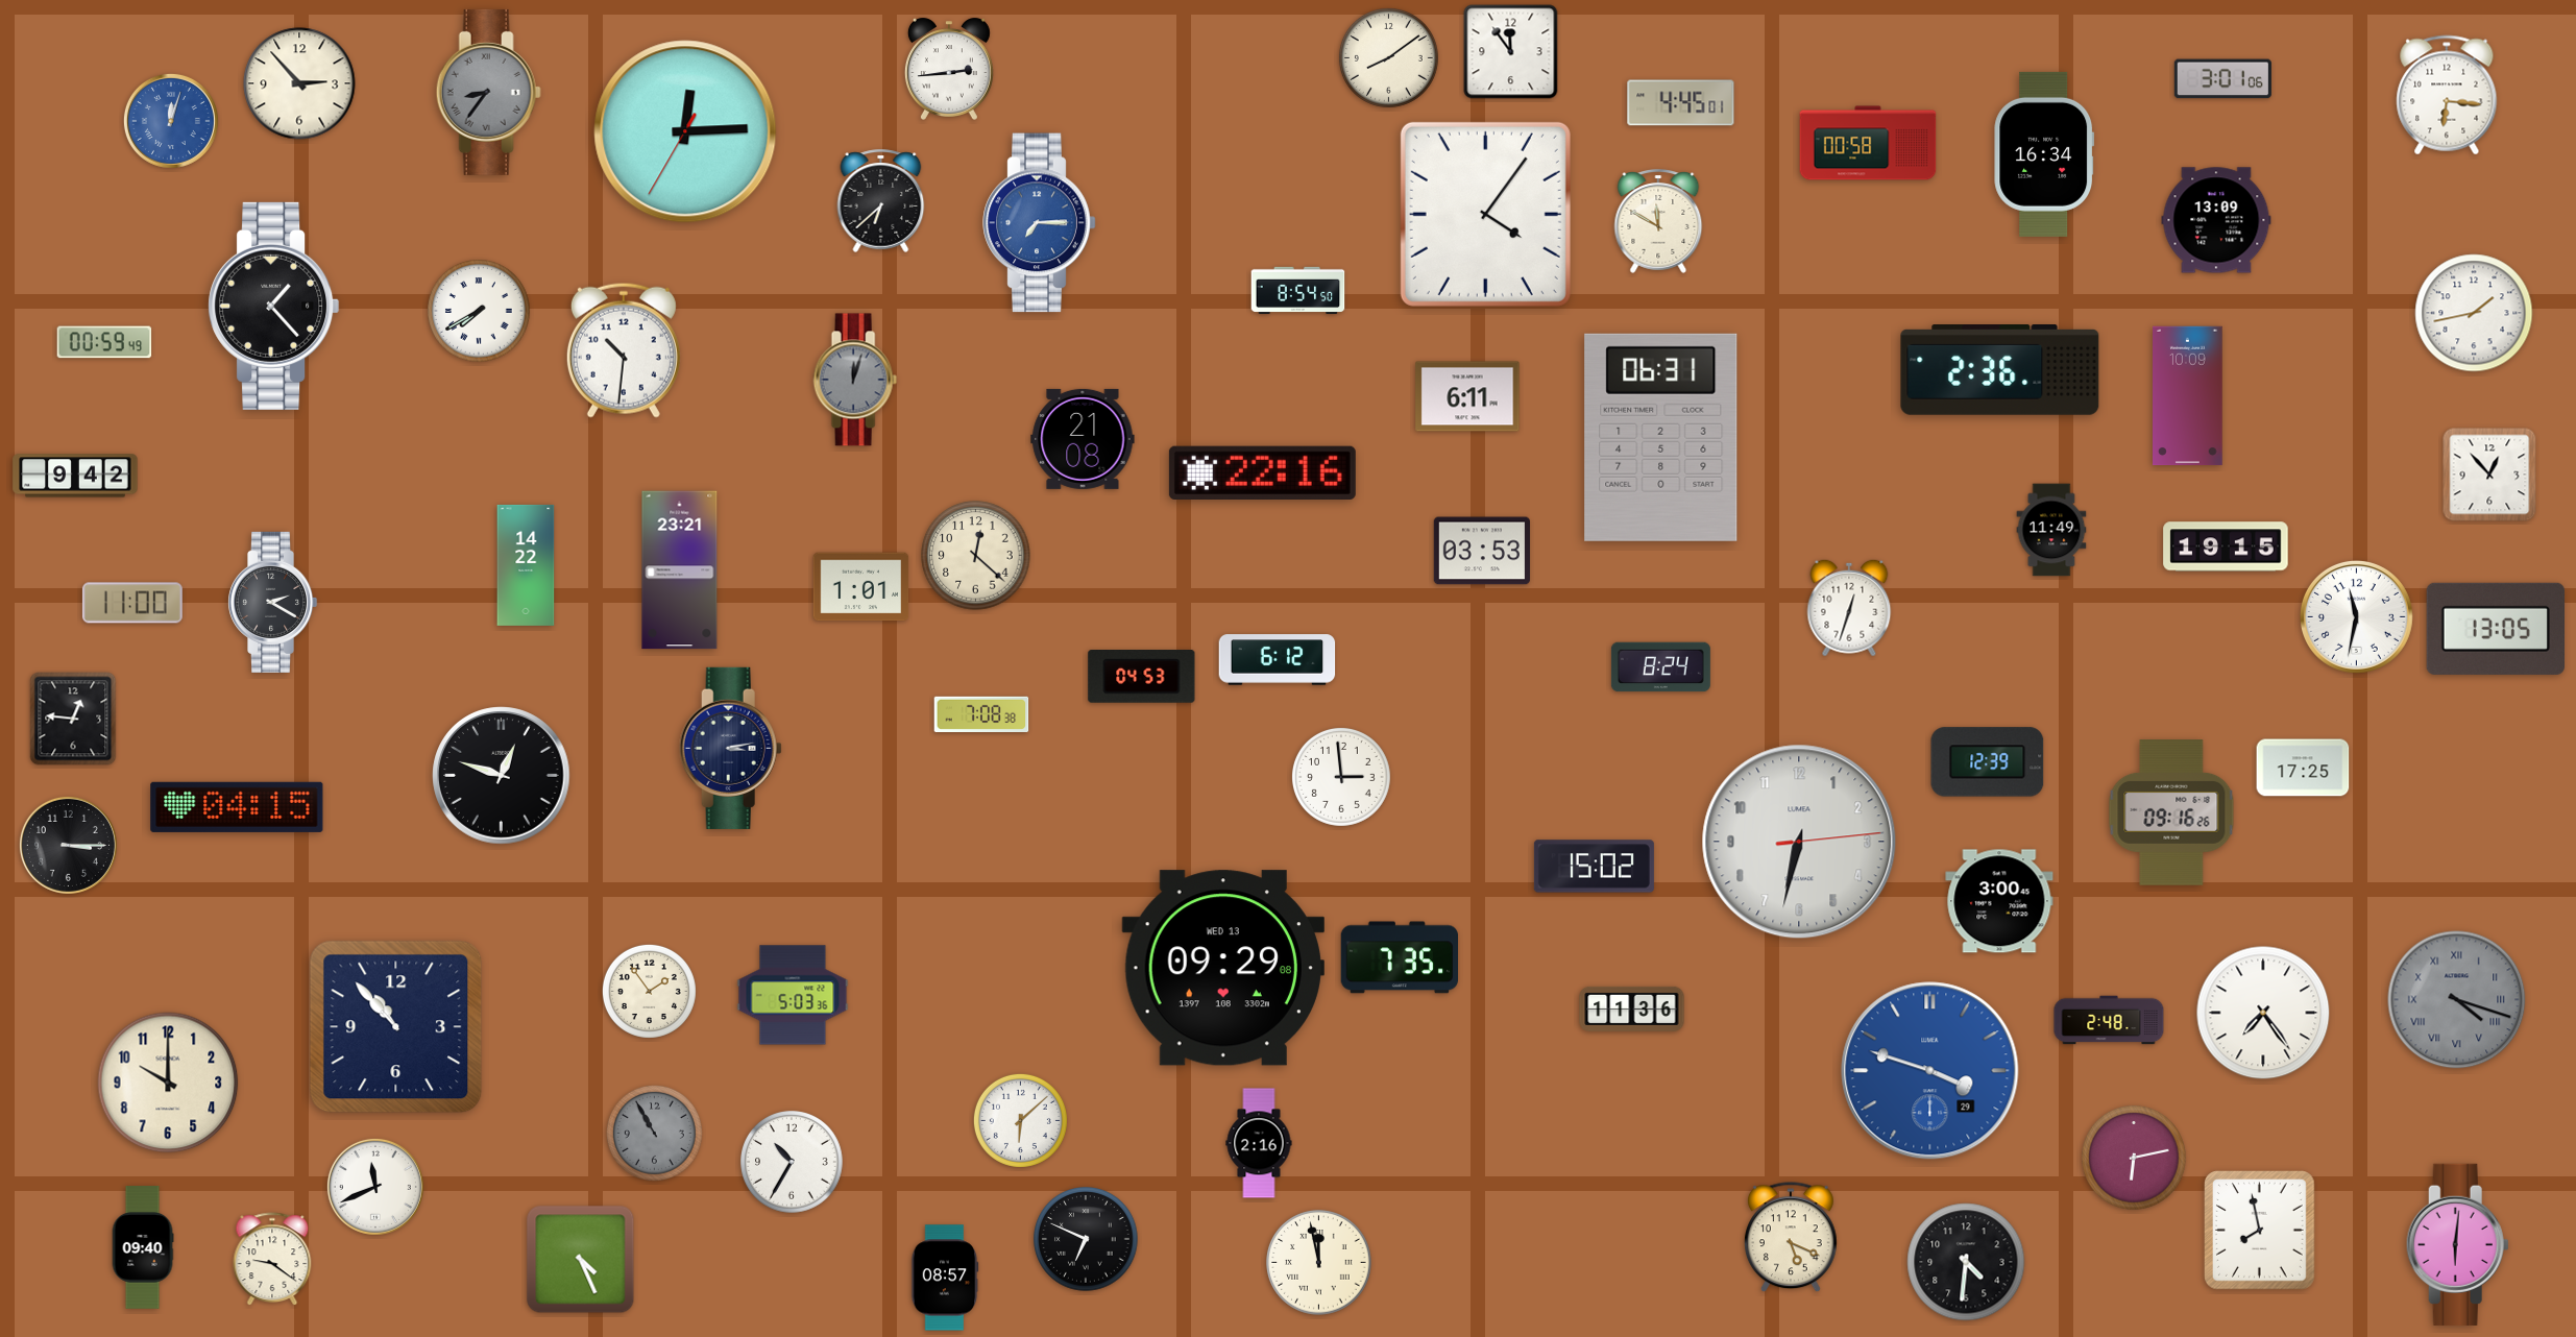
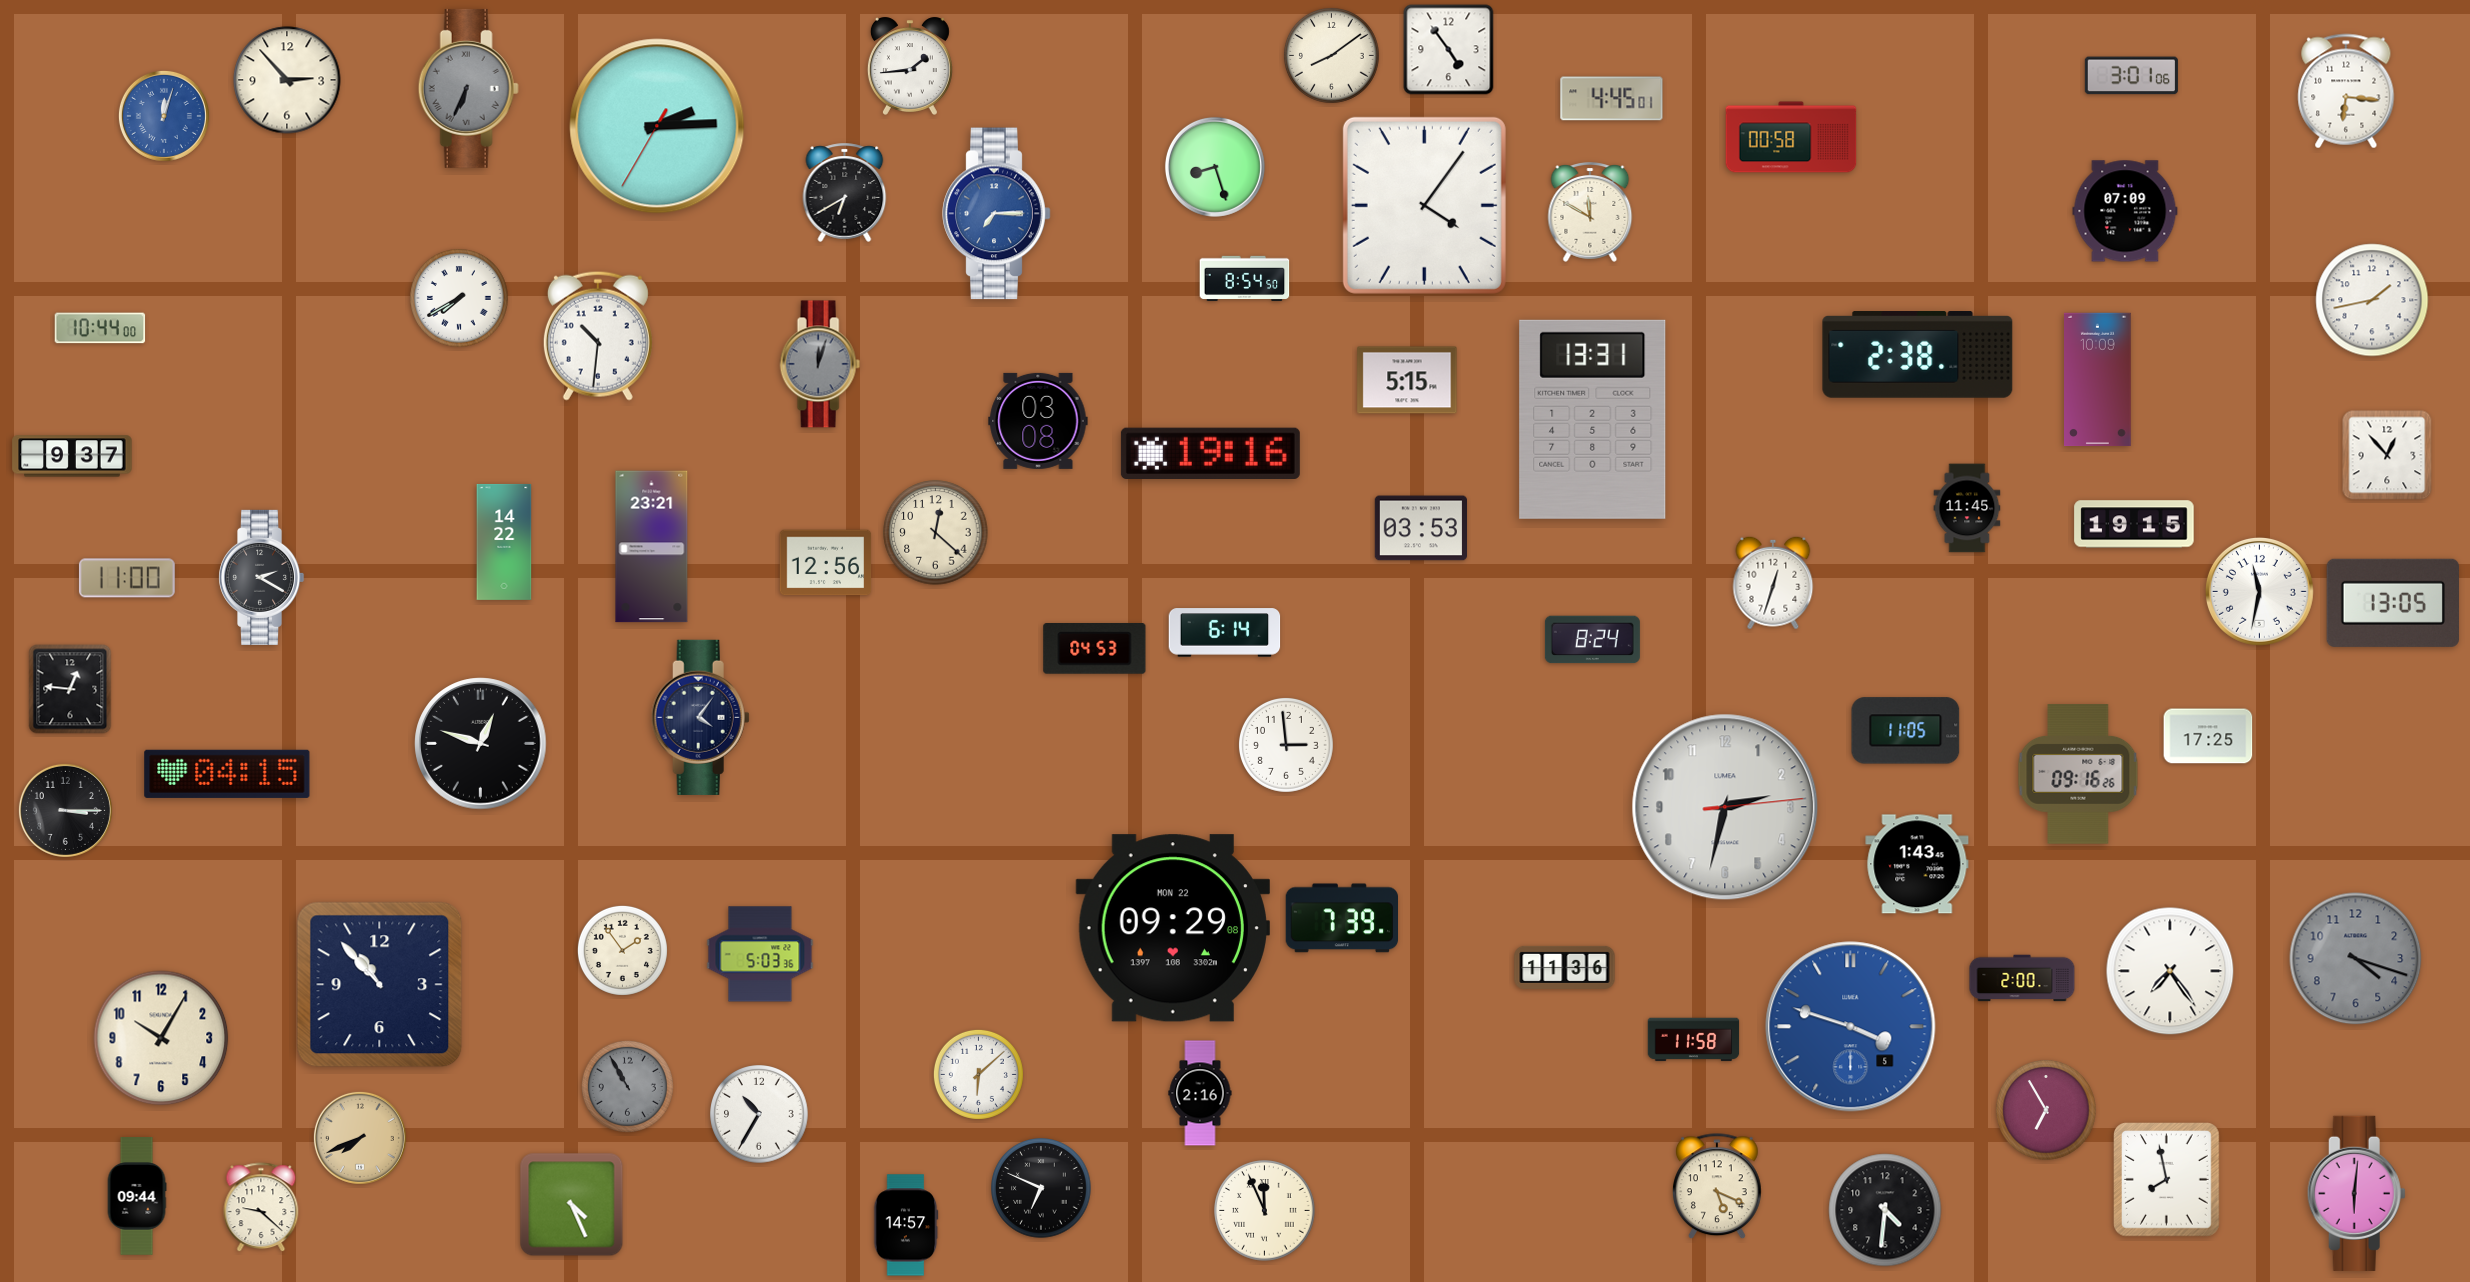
clock at (1511, 52): 11:54 -> 4:54
clock at (949, 69): 2:44 -> 1:44
clock at (488, 92): 8:36 -> 6:34
clock at (685, 131): 12:14 -> 2:14
clock at (2044, 154): 16:34 -> none
clock at (1215, 167): none -> 8:27
clock at (881, 200): 6:38 -> 6:40
clock at (2216, 220): 13:09 -> 07:09
clock at (274, 306): 1:23 -> none
clock at (104, 342): 00:59 -> 10:44
clock at (2000, 370): 2:36 -> 2:38
clock at (1467, 396): 6:11 -> 5:15
clock at (1661, 437): 06:31 -> 13:31
clock at (1083, 439): 21:08 -> 03:08
clock at (1262, 473): 22:16 -> 19:16
clock at (75, 476): 9:42 -> 9:37
clock at (2051, 530): 11:49 -> 11:45
clock at (861, 587): 1:01 -> 12:56
clock at (1278, 660): 6:12 -> 6:14
clock at (981, 713): 7:08 -> none
clock at (730, 748): 3:13 -> 4:06
clock at (1988, 762): 12:39 -> 11:05
clock at (2171, 812) position: (2171, 812) -> (2078, 774)
clock at (1799, 842): 6:32 -> 2:32
clock at (1594, 867): 15:02 -> none
clock at (1999, 901): 3:00 -> 1:43
clock at (1399, 957): 7:35 -> 7:39
clock at (1222, 968) date: WED 13 -> MON 22
clock at (2457, 1000) numerals: Roman -> Arabic
clock at (2109, 1020): 2:48 -> 2:00
clock at (1930, 1071) date: 29 -> 5
clock at (168, 1083): 10:00 -> 10:05
clock at (1694, 1040): none -> 11:58
clock at (1259, 1143) position: (1259, 1143) -> (1200, 1093)
clock at (2134, 1158): 6:13 -> 6:55
clock at (375, 1187): 11:41 -> 7:41
clock at (375, 1187) dial: white -> champagne
clock at (143, 1247): 09:40 -> 09:44
clock at (272, 1260): 9:21 -> 9:22
clock at (581, 1260) position: (581, 1260) -> (572, 1205)
clock at (1319, 1263): 11:58 -> 11:56
clock at (945, 1278): 08:57 -> 14:57
